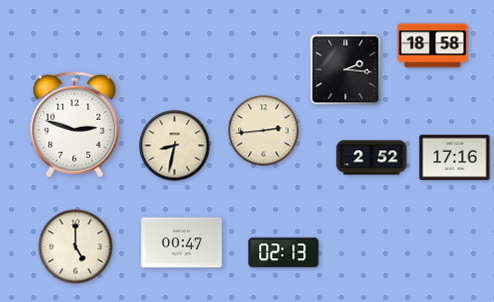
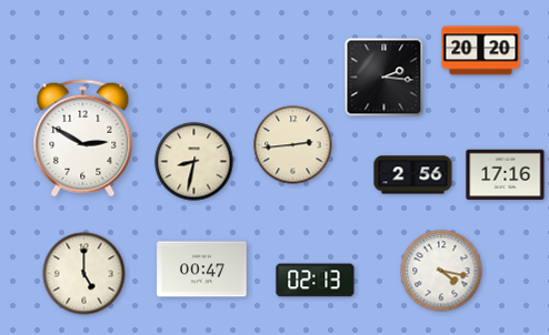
clock at (433, 46): 18:58 -> 20:20
clock at (75, 125): 2:48 -> 2:50
clock at (372, 158): 2:52 -> 2:56
clock at (441, 271): none -> 4:17
